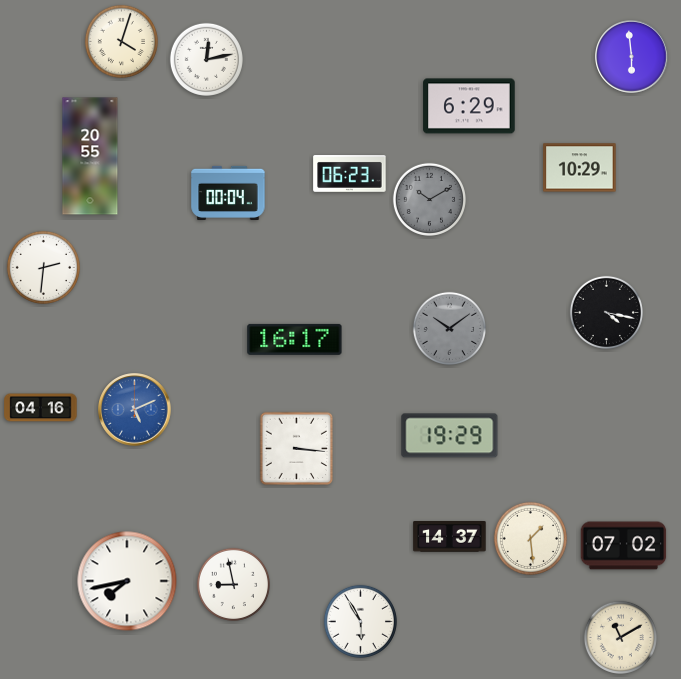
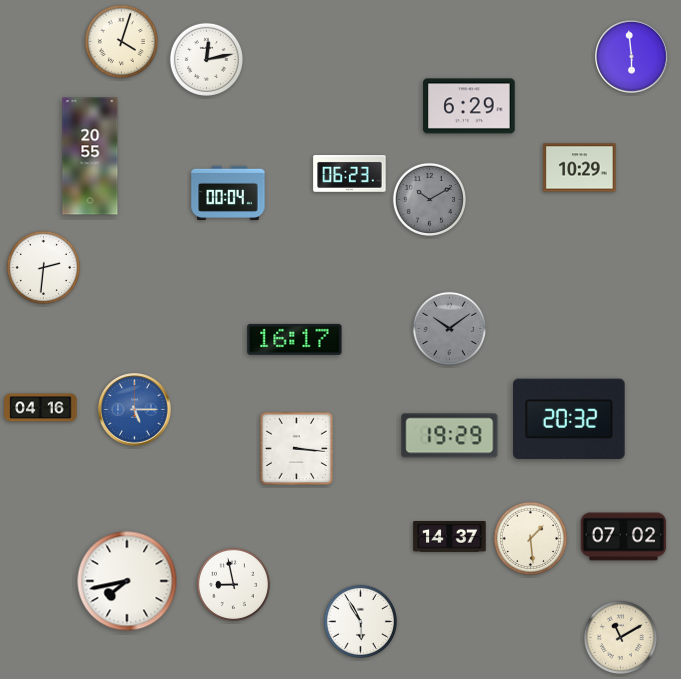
clock at (606, 312): 4:17 -> none
clock at (135, 410): 5:11 -> 5:15
clock at (569, 419): none -> 20:32
clock at (624, 546) position: (624, 546) -> (624, 537)
